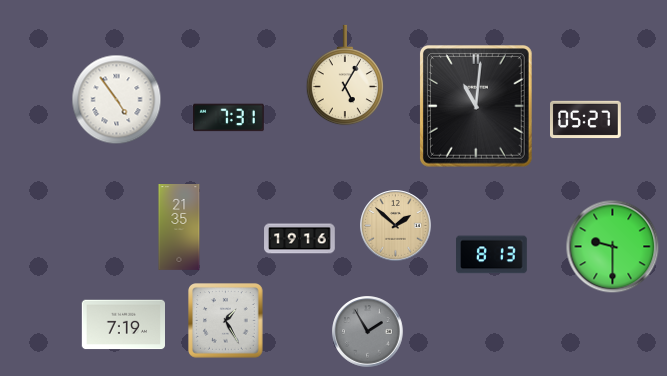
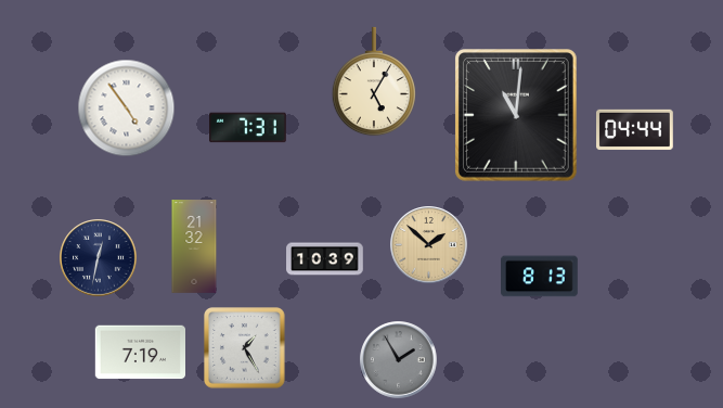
clock at (586, 120): 05:27 -> 04:44
clock at (179, 227): 21:35 -> 21:32
clock at (99, 258): none -> 12:32
clock at (300, 239): 19:16 -> 10:39
clock at (613, 247): 9:30 -> none
clock at (492, 255) position: (492, 255) -> (540, 277)
clock at (123, 325) position: (123, 325) -> (140, 353)
